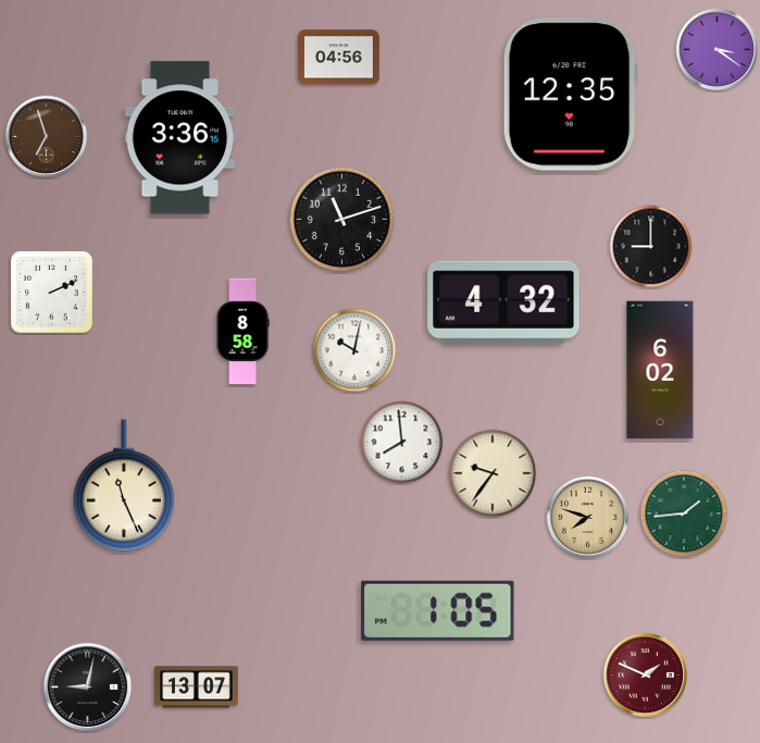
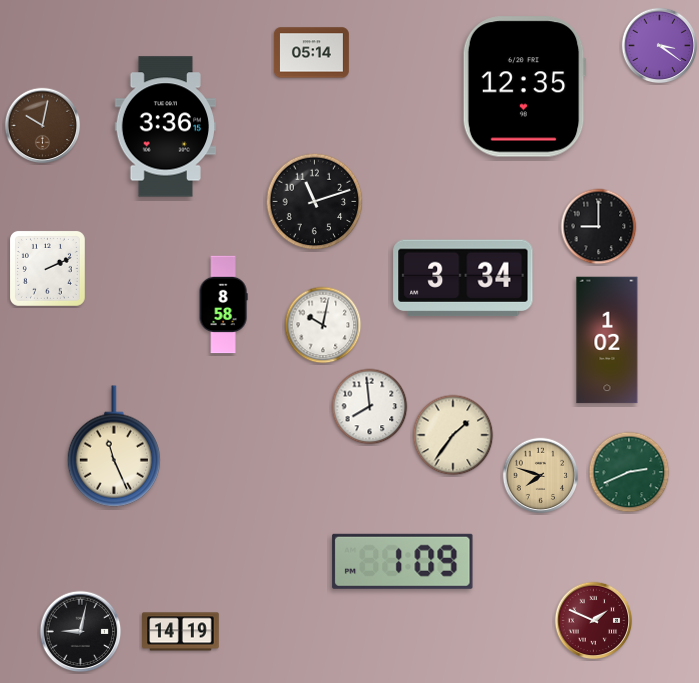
clock at (338, 58): 04:56 -> 05:14
clock at (47, 137): 6:57 -> 10:02
clock at (503, 302): 4:32 -> 3:34
clock at (354, 350) position: (354, 350) -> (323, 325)
clock at (660, 370): 6:02 -> 1:02
clock at (493, 473): 9:36 -> 1:36
clock at (684, 513): 1:44 -> 2:41
clock at (438, 610): 1:05 -> 1:09
clock at (197, 688): 13:07 -> 14:19
